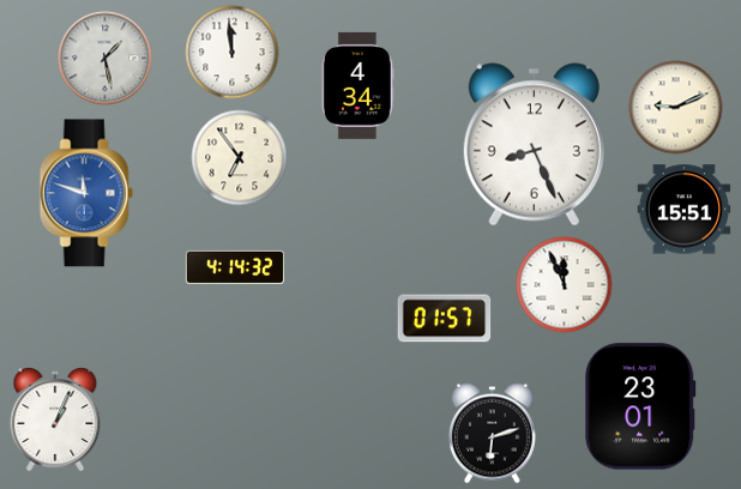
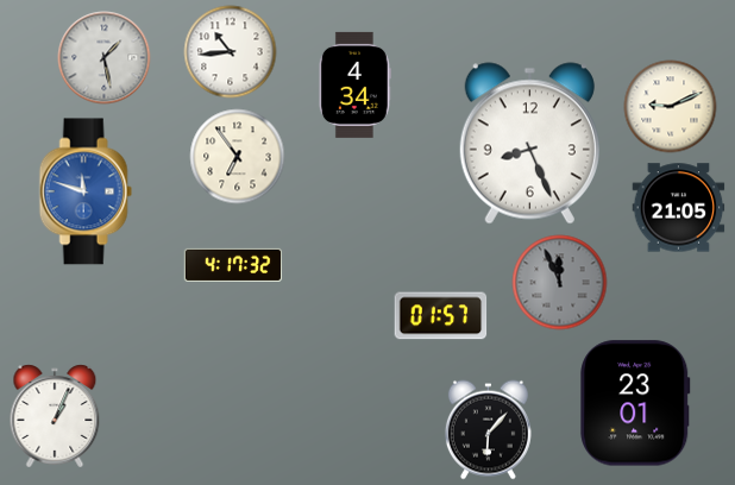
clock at (231, 52): 11:59 -> 10:44
clock at (683, 210): 15:51 -> 21:05
clock at (235, 267): 4:14 -> 4:17
clock at (564, 284) dial: white -> grey
clock at (492, 433): 6:12 -> 6:07
